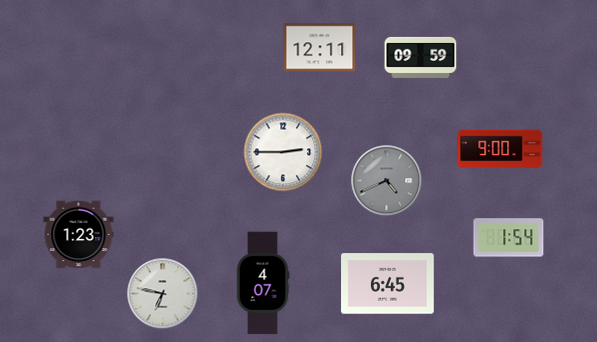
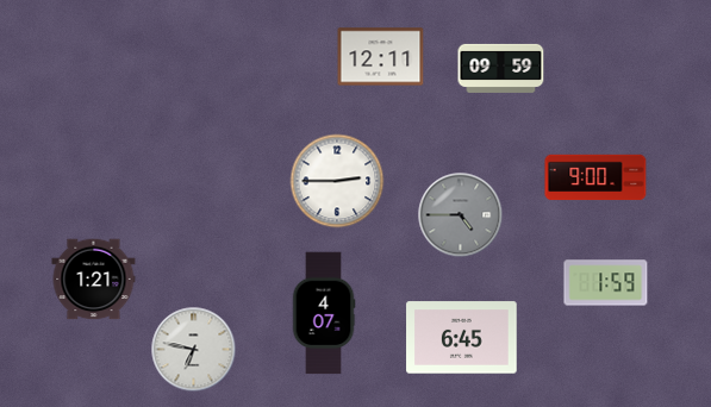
clock at (387, 181): 4:41 -> 4:45
clock at (79, 235): 1:23 -> 1:21
clock at (509, 238): 1:54 -> 1:59
clock at (263, 283) position: (263, 283) -> (324, 313)
